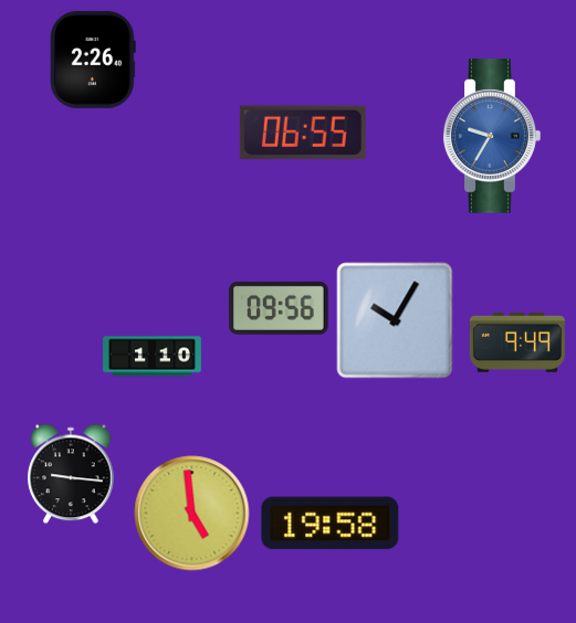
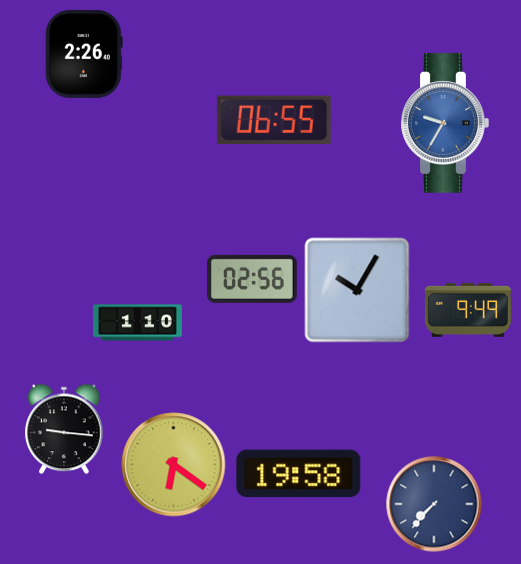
clock at (280, 308): 09:56 -> 02:56
clock at (192, 514): 4:59 -> 6:21
clock at (434, 504): none -> 7:37
